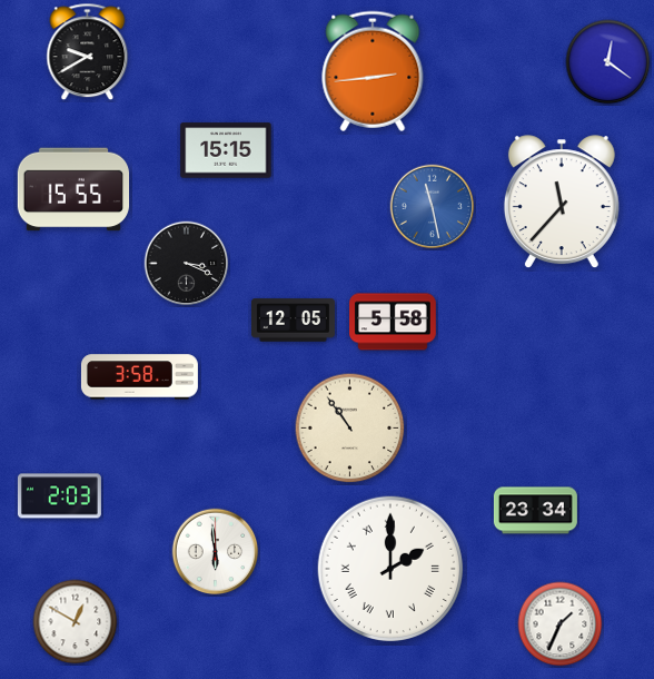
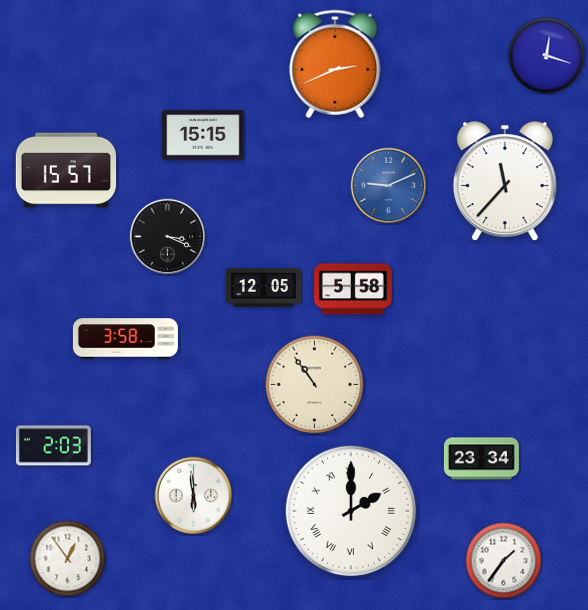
clock at (88, 52): 9:40 -> none
clock at (608, 62): 12:21 -> 12:18
clock at (373, 71): 2:44 -> 2:41
clock at (73, 189): 15:55 -> 15:57
clock at (433, 207): 11:28 -> 9:11
clock at (76, 622): 12:50 -> 12:54
clock at (561, 624): 1:34 -> 1:36
